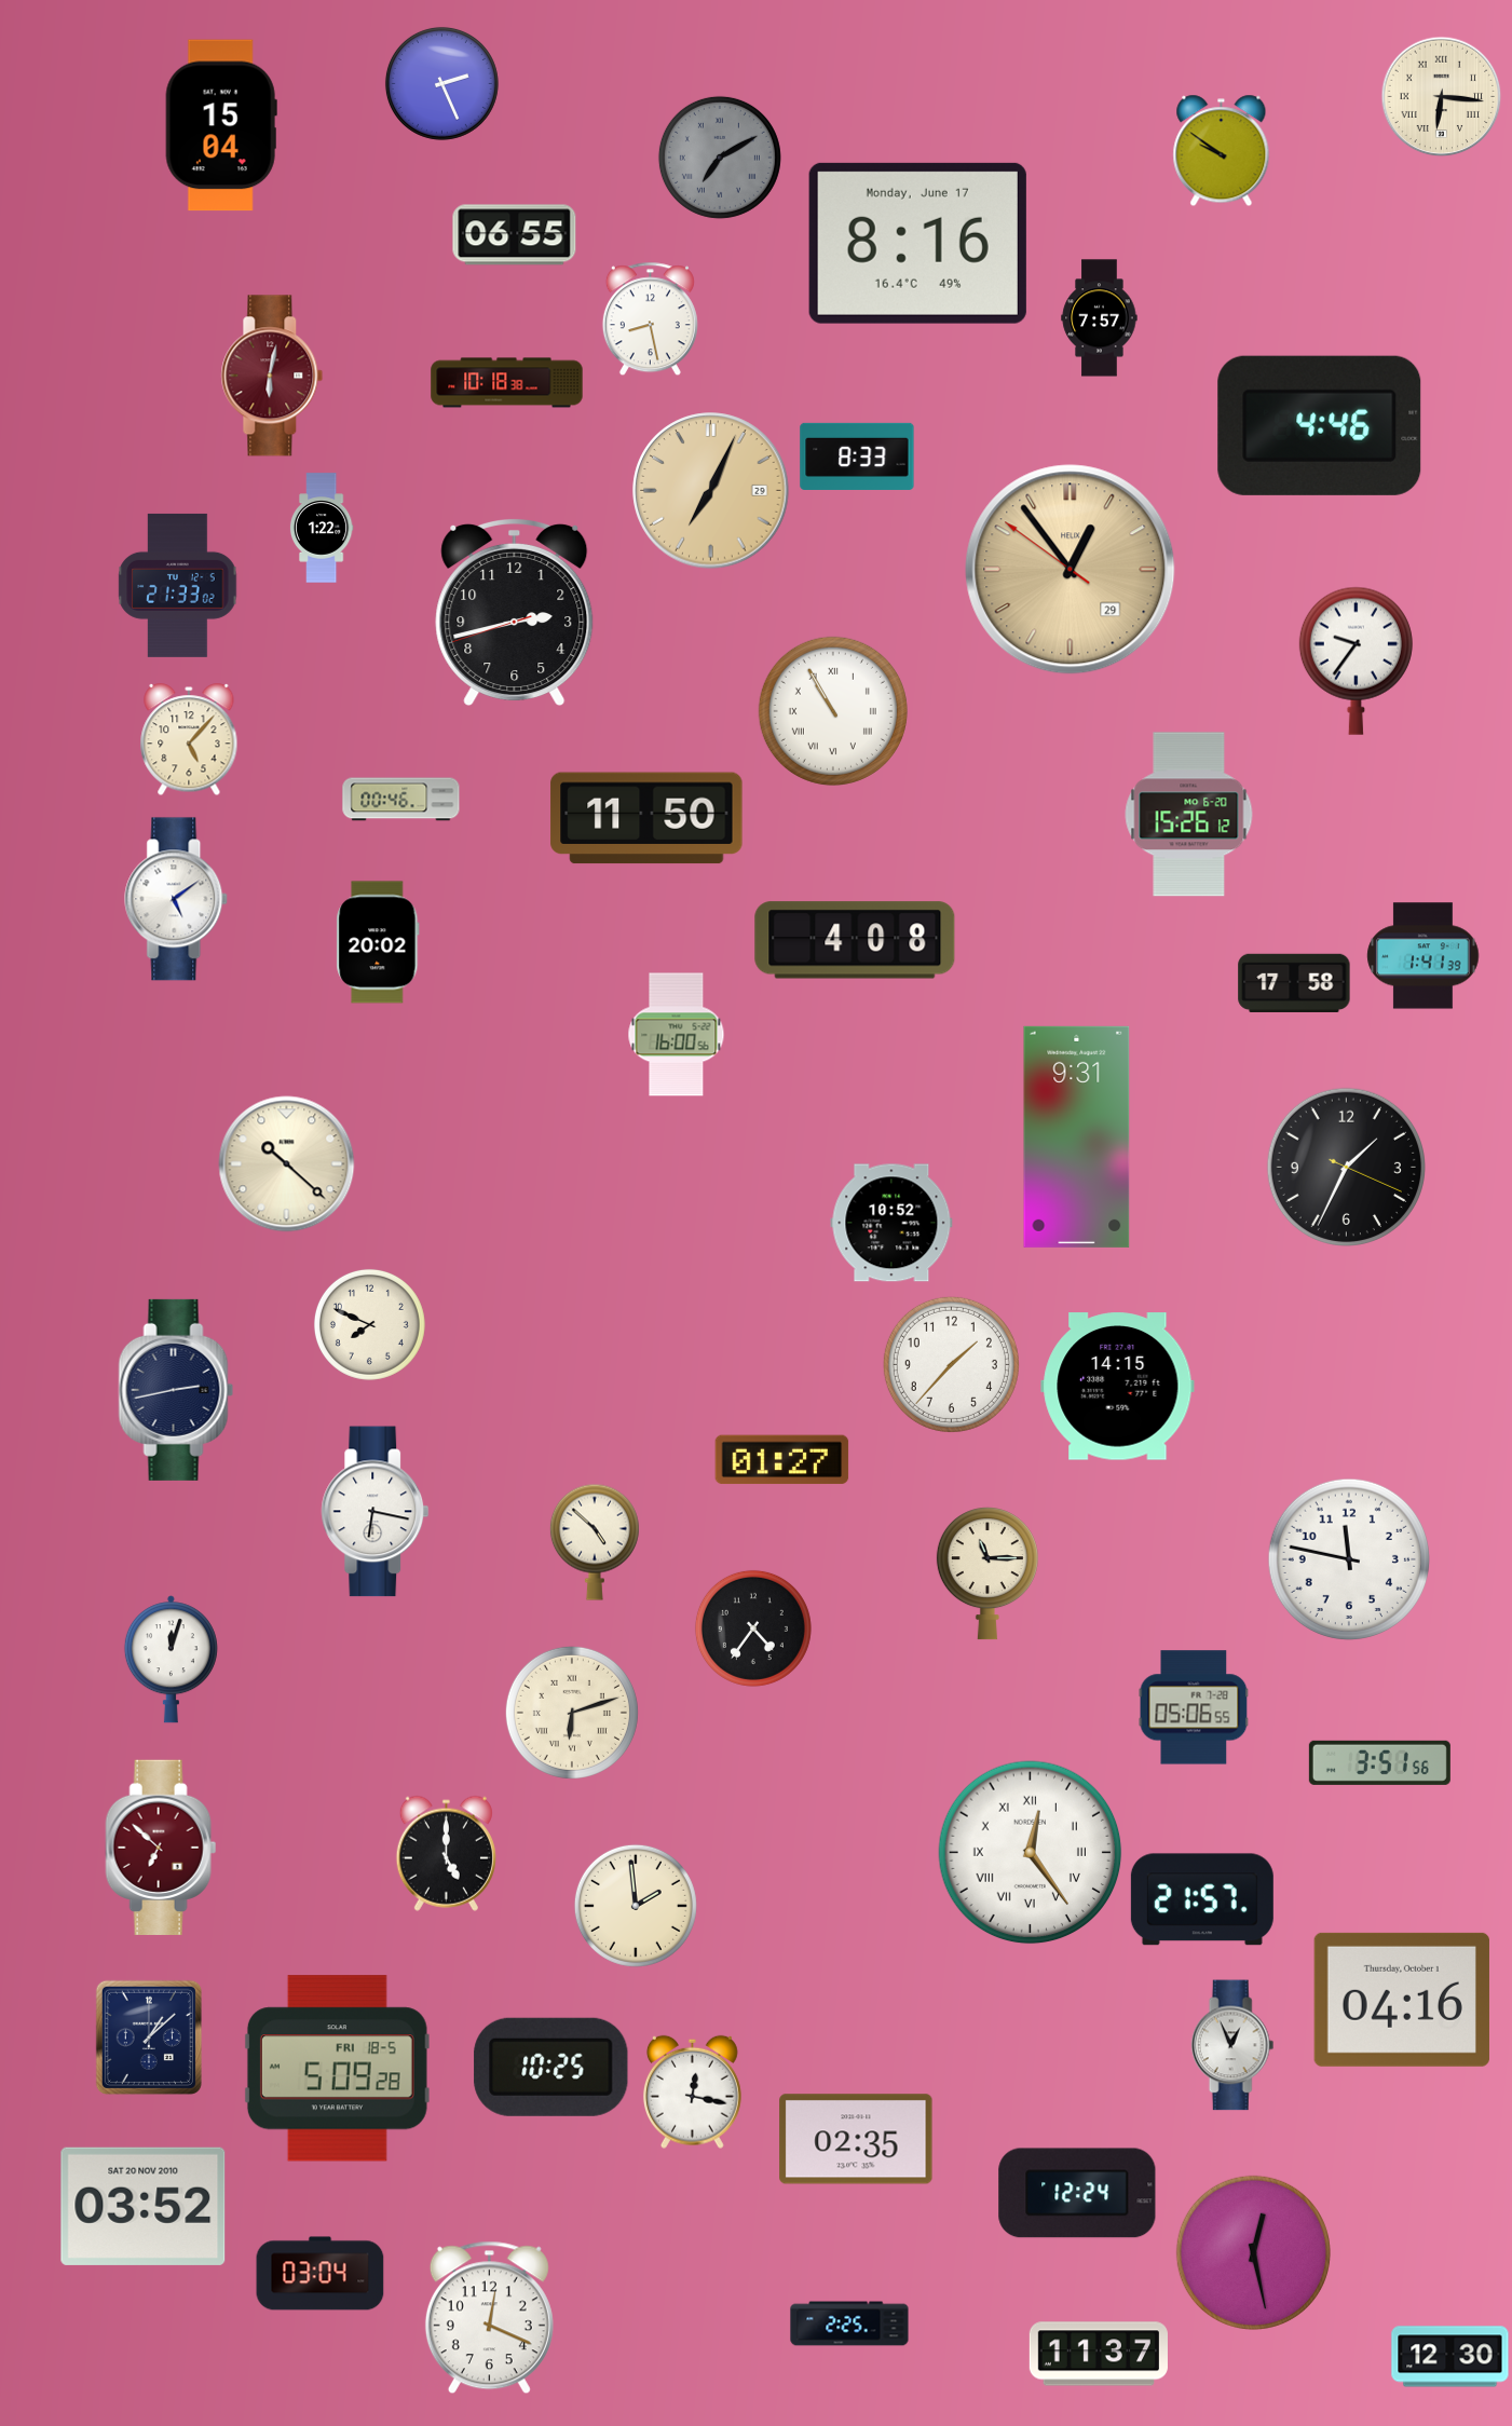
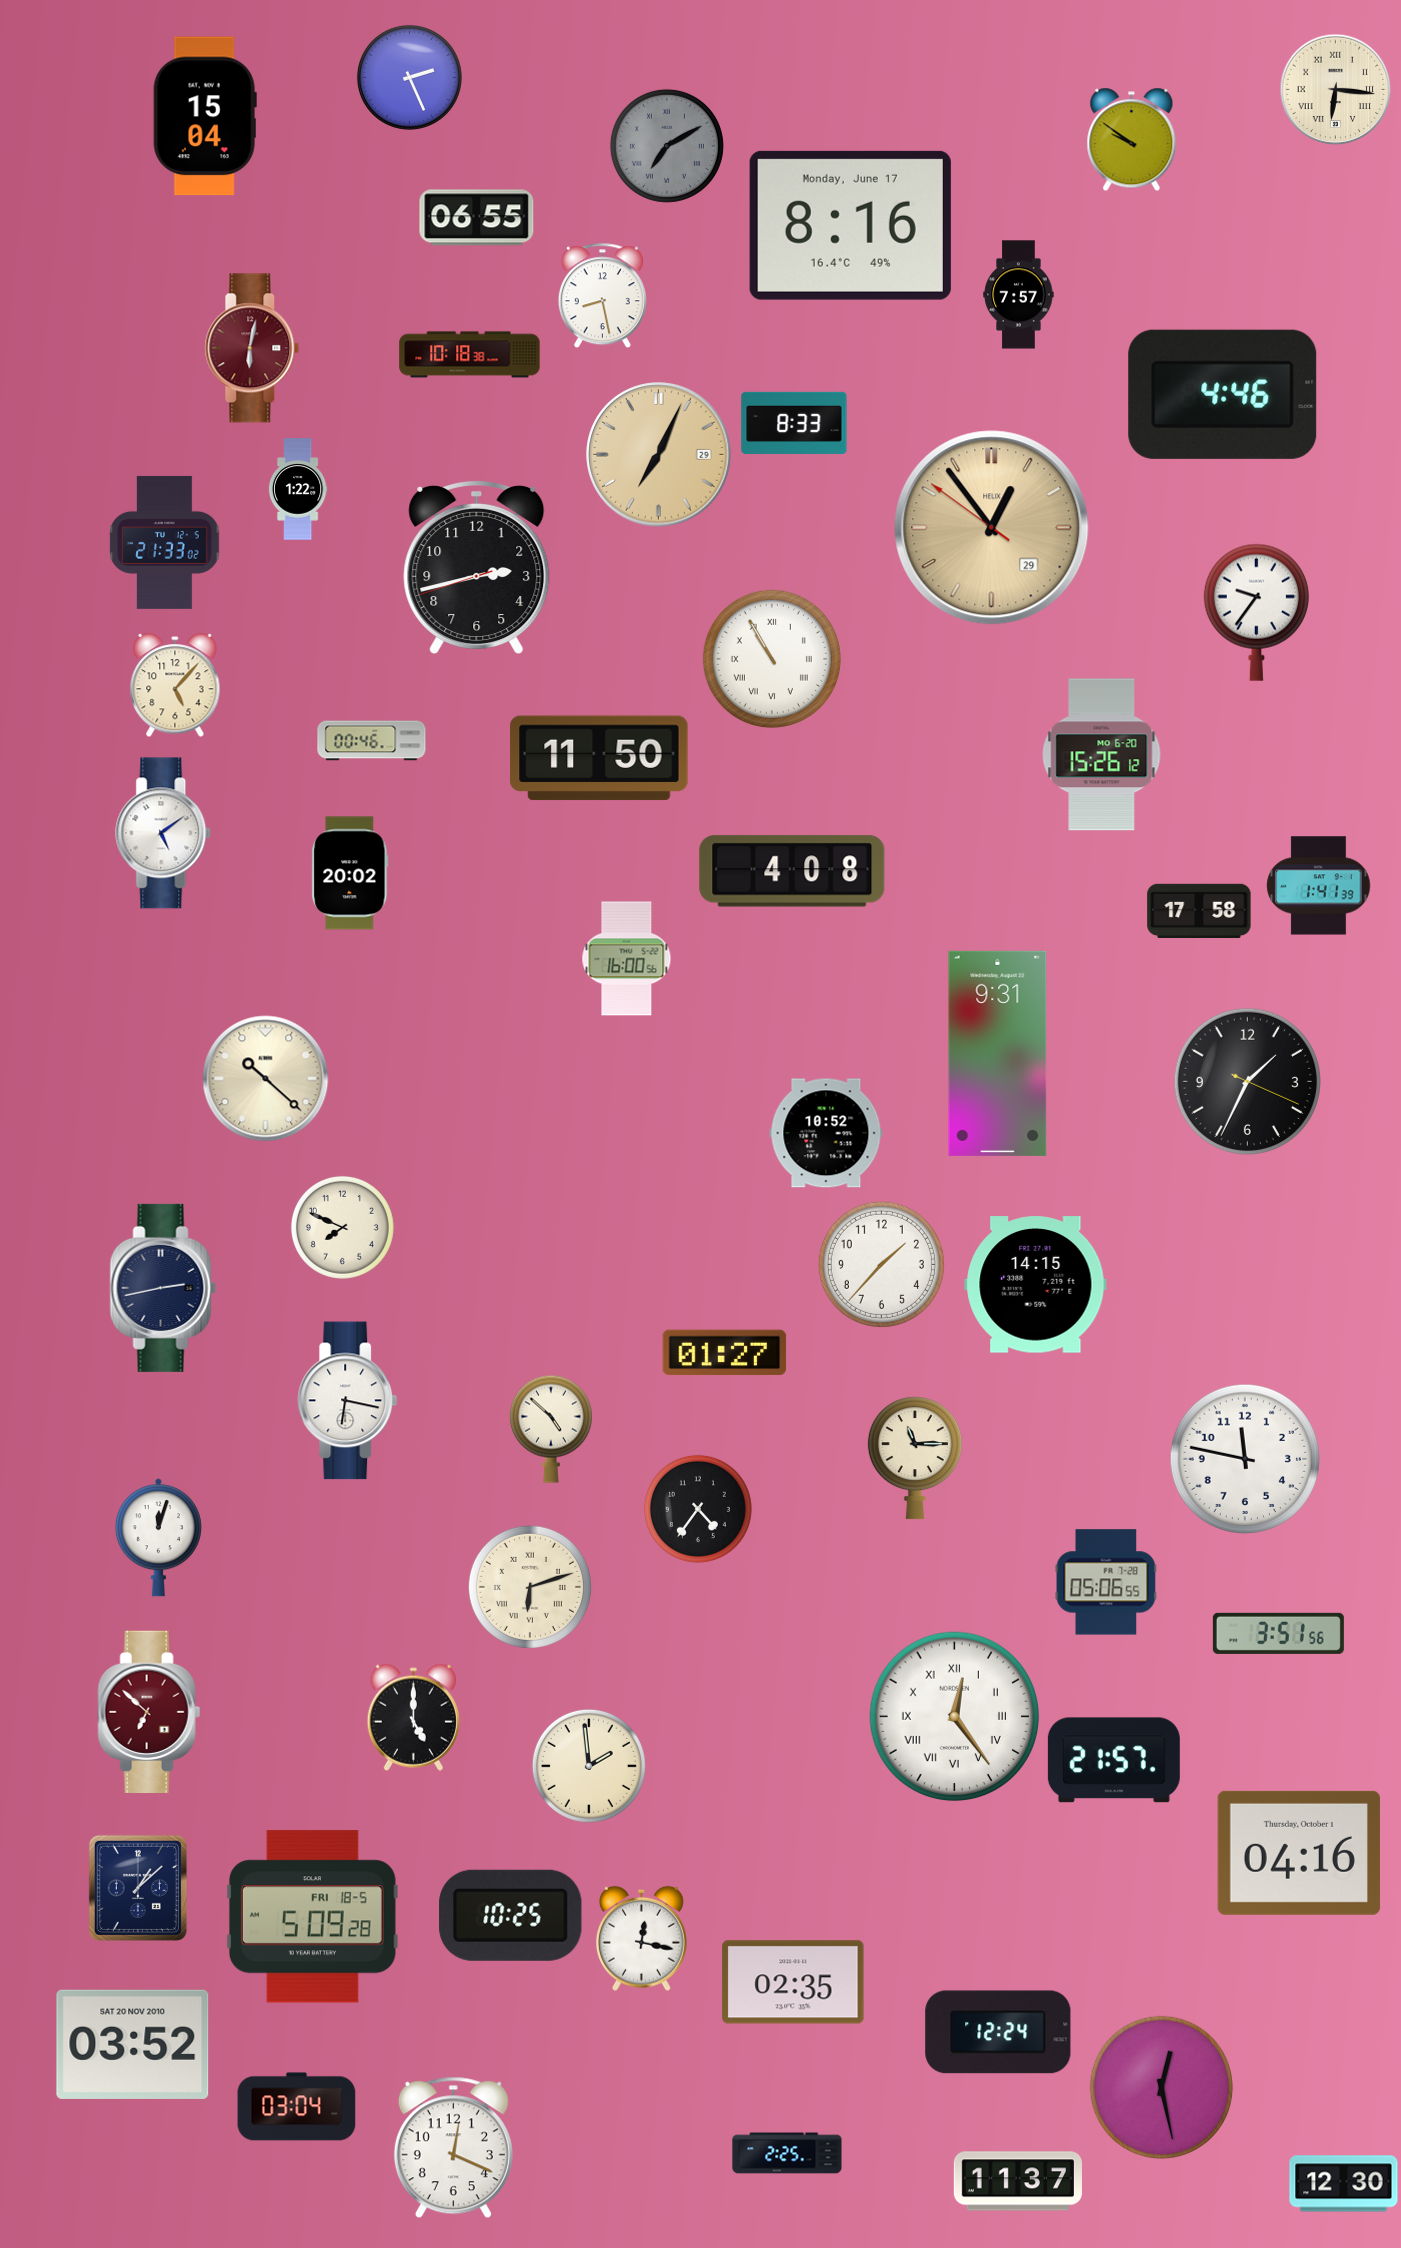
clock at (1348, 1558) position: (1348, 1558) -> (1244, 1458)
clock at (1232, 2045): 12:56 -> none
